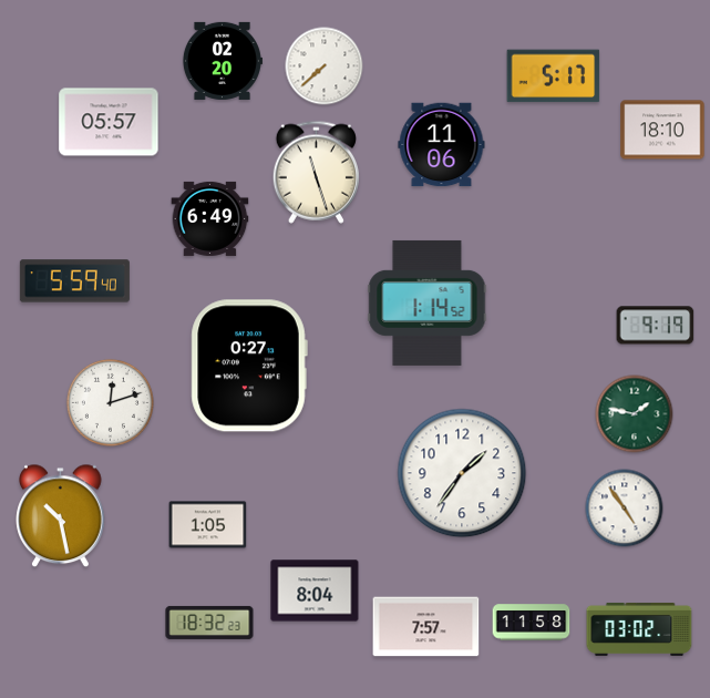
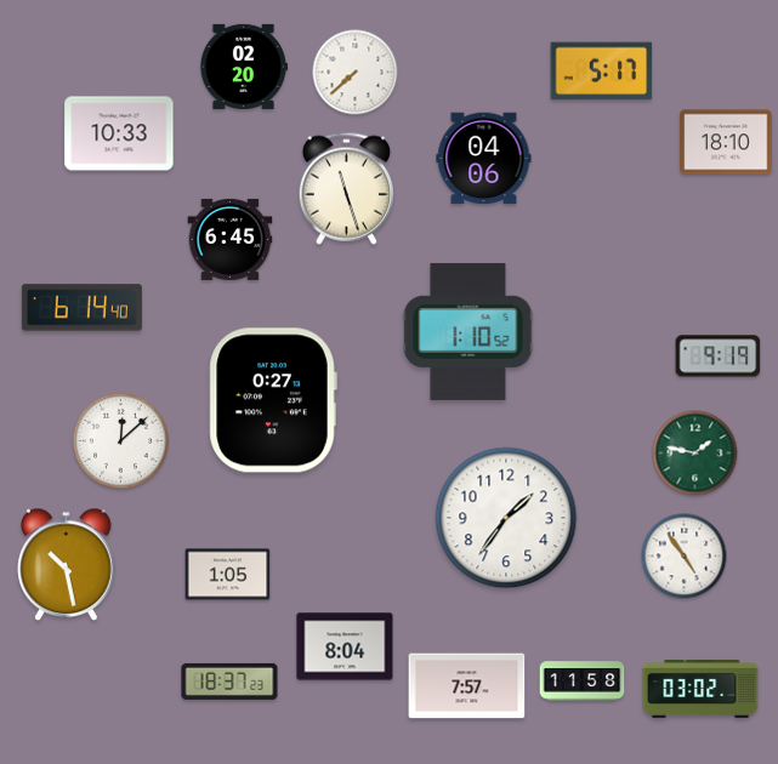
clock at (554, 76) position: (554, 76) -> (602, 72)
clock at (109, 122): 05:57 -> 10:33
clock at (442, 145): 11:06 -> 04:06
clock at (210, 218): 6:49 -> 6:45
clock at (74, 281): 5:59 -> 6:14
clock at (428, 302): 1:14 -> 1:10
clock at (110, 402): 12:12 -> 12:08
clock at (209, 623): 18:32 -> 18:37
